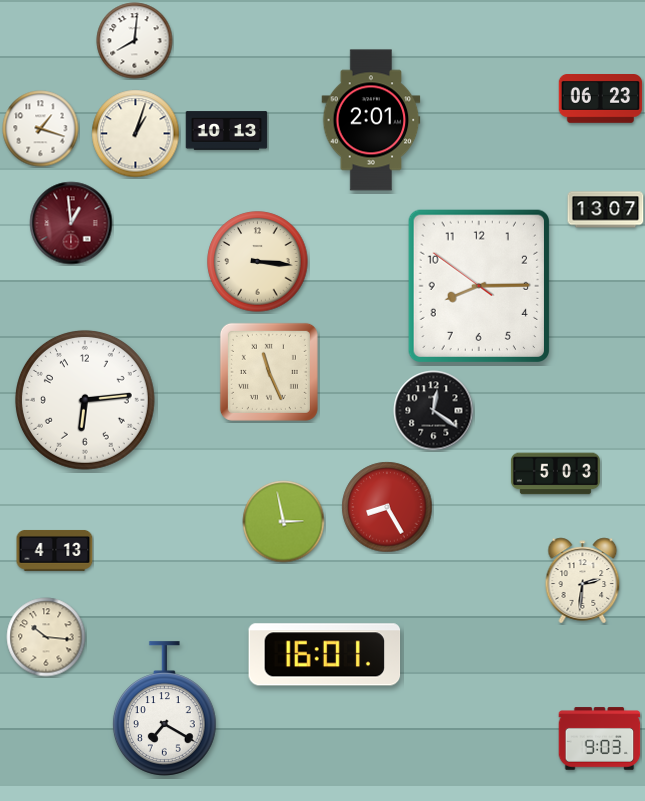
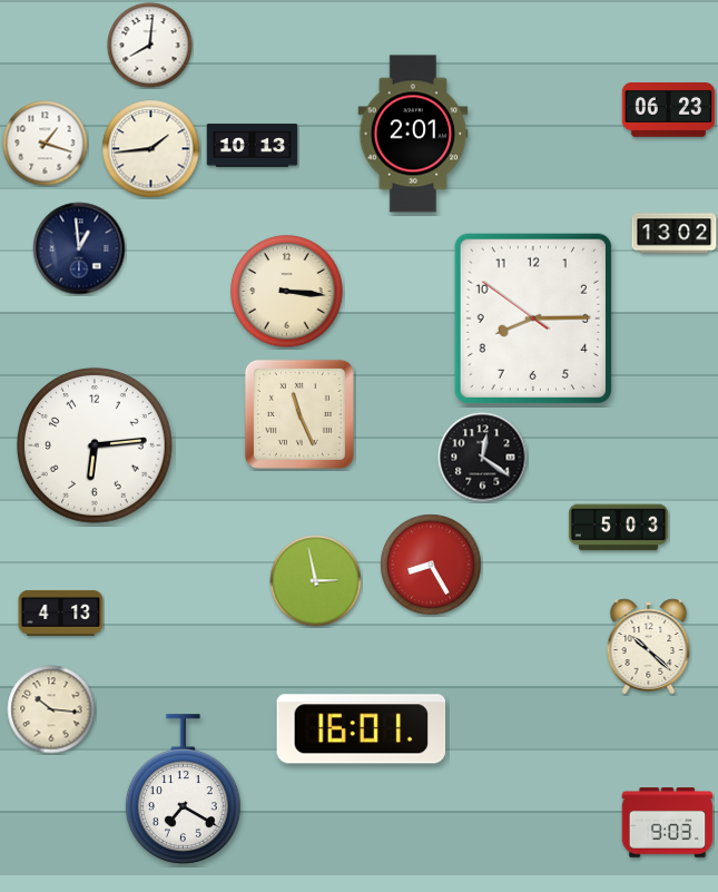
clock at (136, 134): 1:03 -> 1:44
clock at (606, 210): 13:07 -> 13:02
clock at (71, 223) dial: burgundy -> navy
clock at (583, 581): 2:31 -> 10:22
